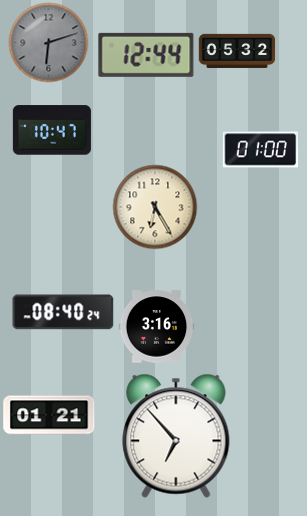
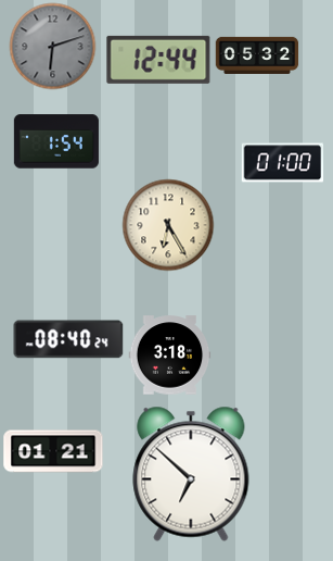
clock at (52, 130): 10:47 -> 1:54
clock at (157, 327): 3:16 -> 3:18
clock at (176, 436): 6:53 -> 6:52
